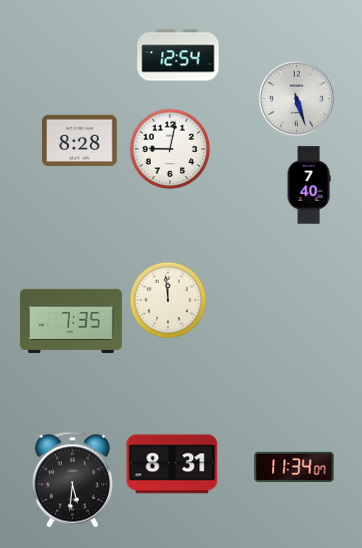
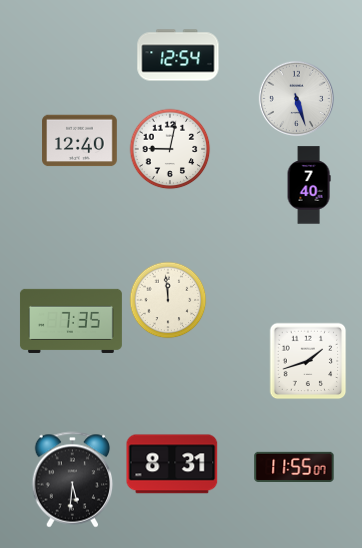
clock at (80, 141): 8:28 -> 12:40
clock at (308, 361): none -> 1:42
clock at (294, 466): 11:34 -> 11:55
